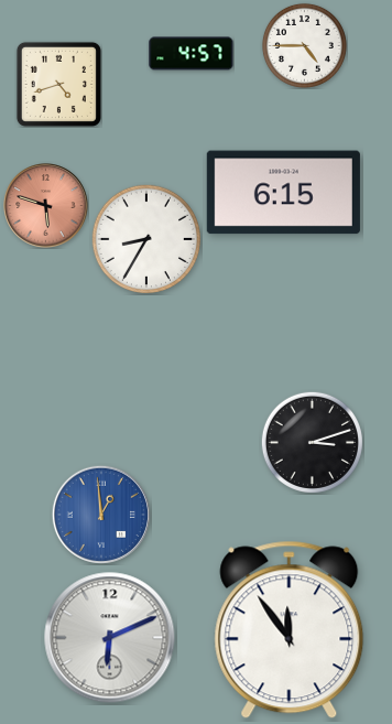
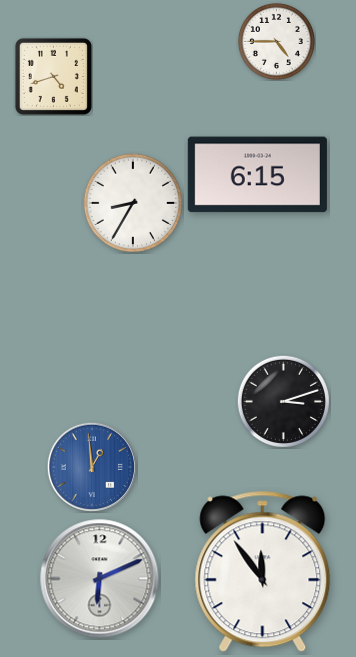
clock at (192, 54): 4:57 -> none
clock at (46, 206): 5:48 -> none
clock at (146, 239) position: (146, 239) -> (133, 203)
